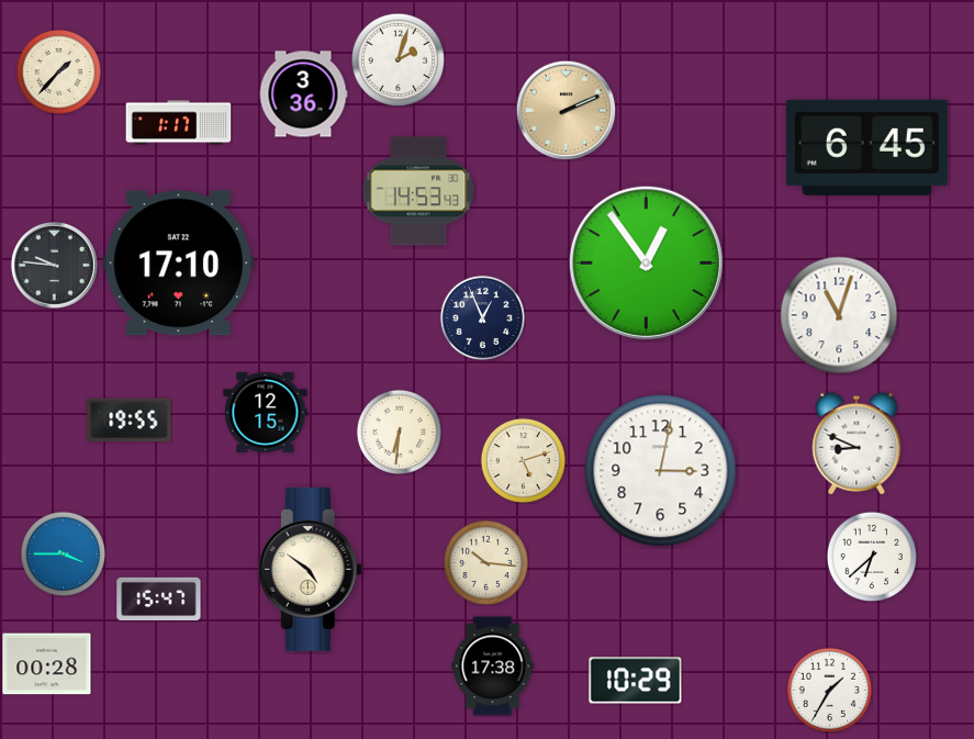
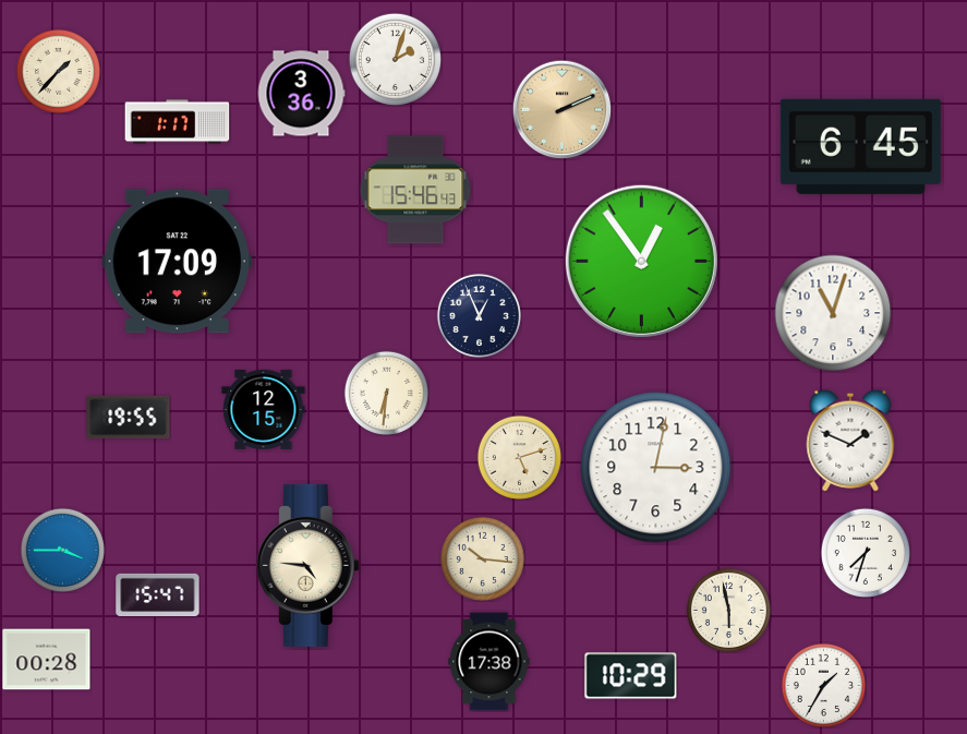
clock at (418, 191): 14:53 -> 15:46
clock at (179, 264): 17:10 -> 17:09
clock at (54, 265): 9:46 -> none
clock at (399, 432) position: (399, 432) -> (386, 393)
clock at (857, 444): 8:49 -> 1:49
clock at (871, 556): 6:38 -> 7:33
clock at (310, 569): 4:51 -> 4:46
clock at (728, 610): none -> 5:58
